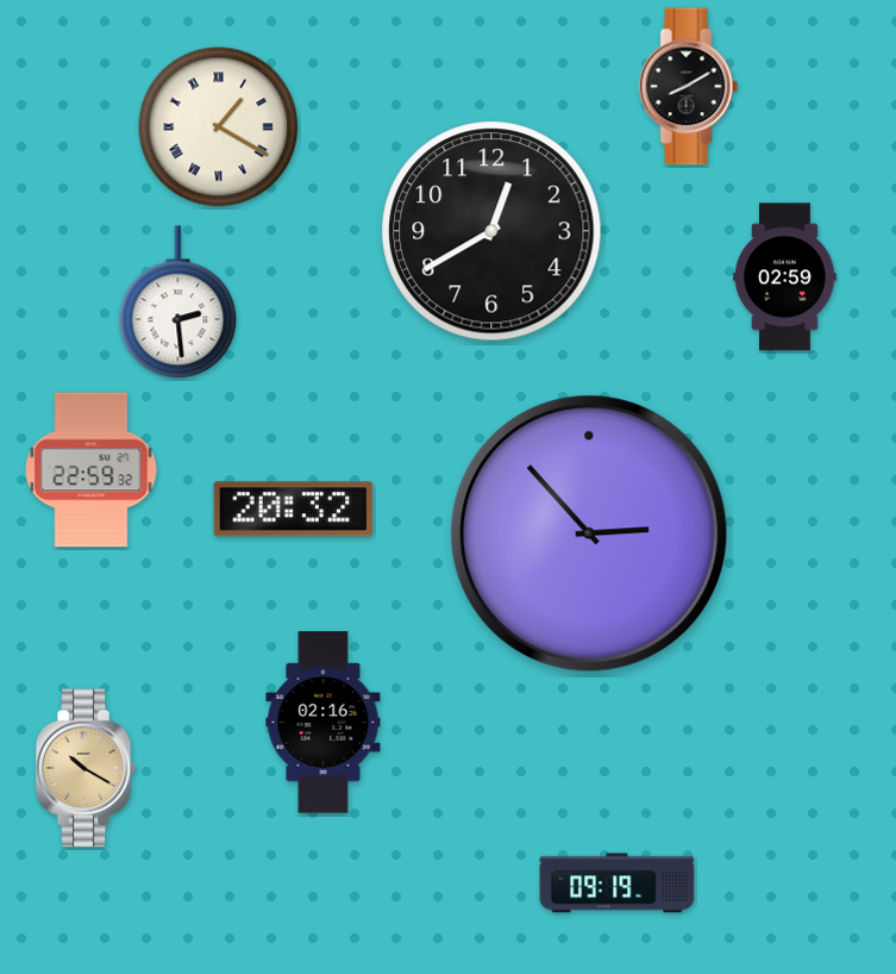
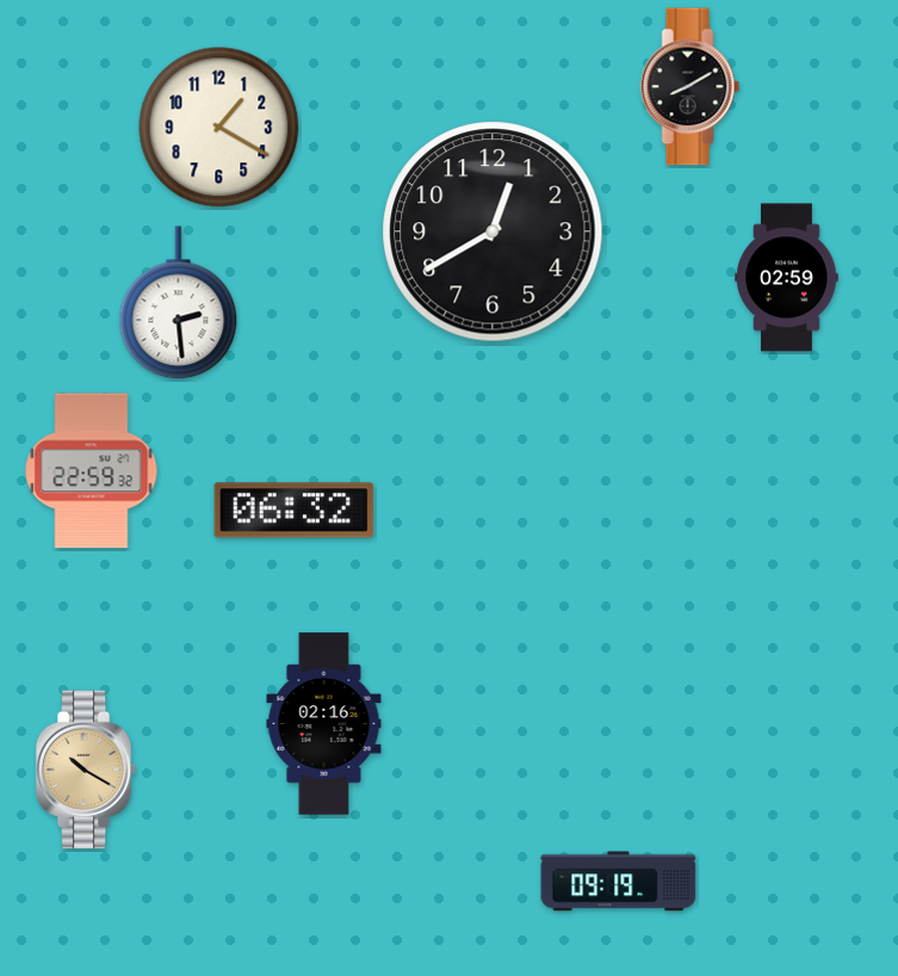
clock at (219, 127) numerals: Roman -> Arabic
clock at (294, 510): 20:32 -> 06:32
clock at (589, 533): 2:53 -> none
clock at (618, 884) position: (618, 884) -> (619, 882)
